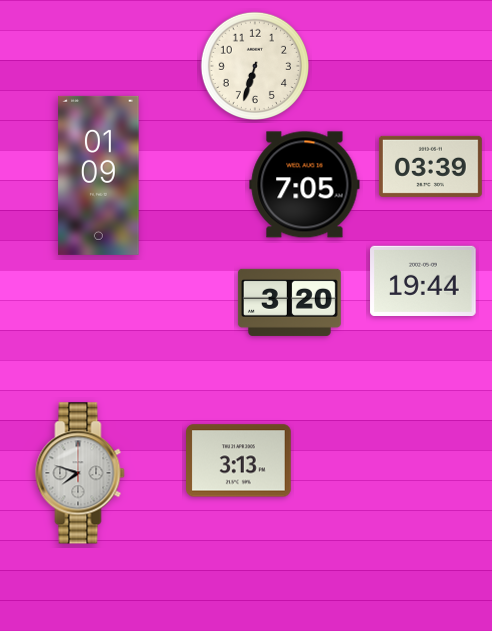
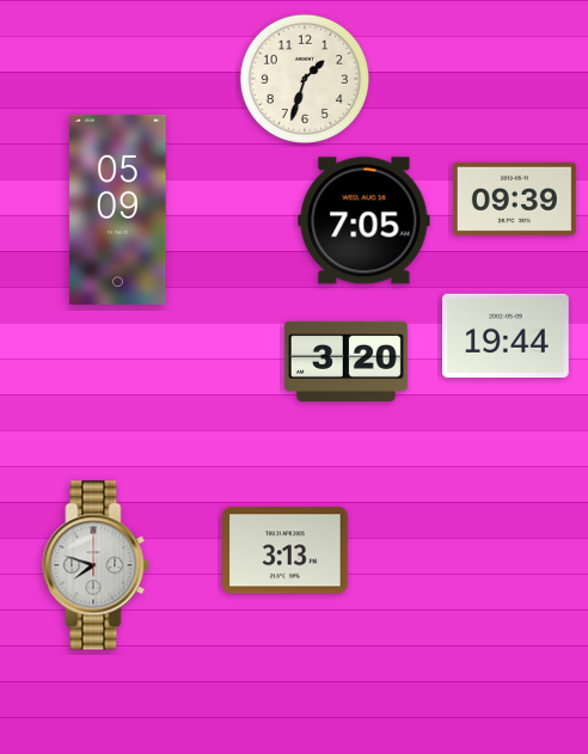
clock at (254, 65): 6:33 -> 1:33
clock at (430, 166): 03:39 -> 09:39
clock at (99, 175): 01:09 -> 05:09
